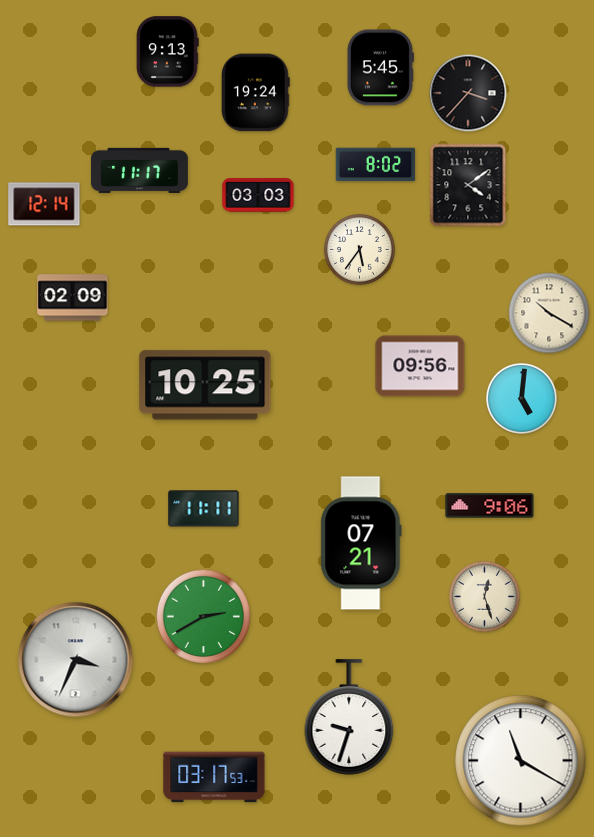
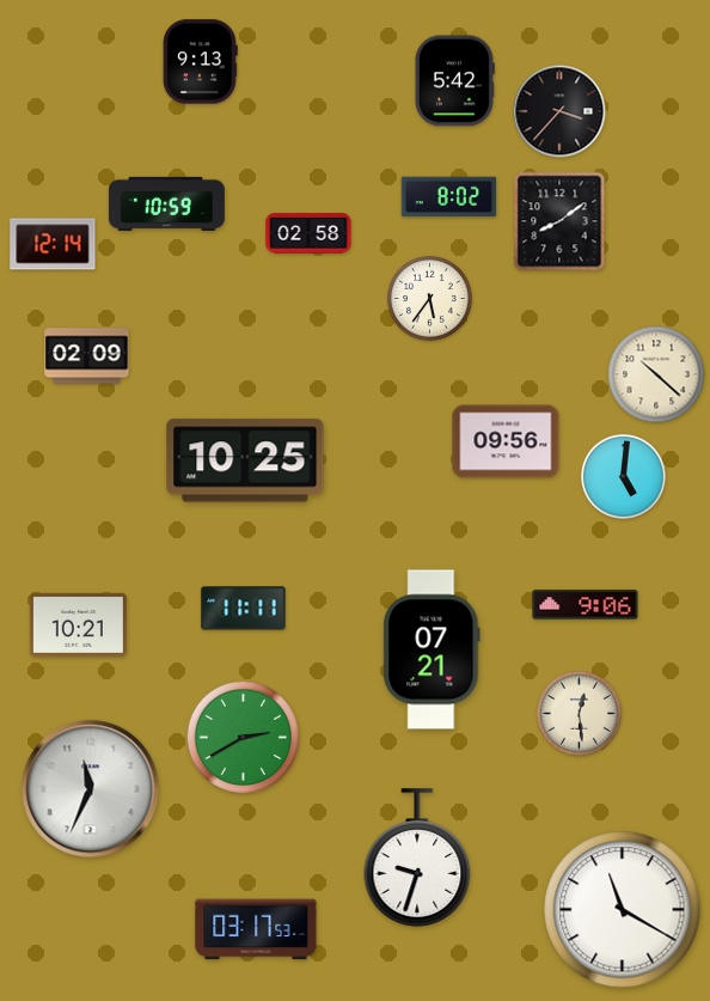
clock at (380, 68): 5:45 -> 5:42
clock at (255, 93): 19:24 -> none
clock at (139, 170): 11:17 -> 10:59
clock at (468, 185): 4:09 -> 8:09
clock at (258, 195): 03:03 -> 02:58
clock at (549, 313): 10:20 -> 10:22
clock at (420, 366) position: (420, 366) -> (506, 441)
clock at (78, 624): none -> 10:21
clock at (485, 597): 12:27 -> 12:29
clock at (76, 660): 3:34 -> 11:34
